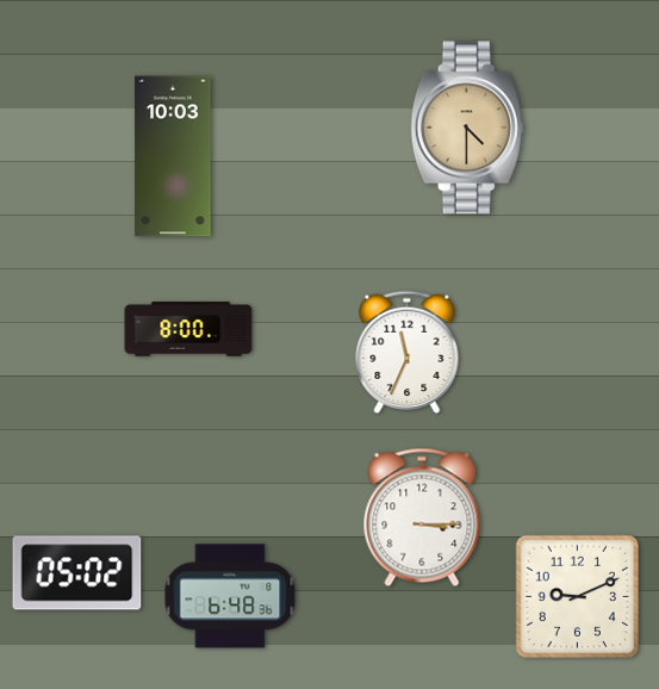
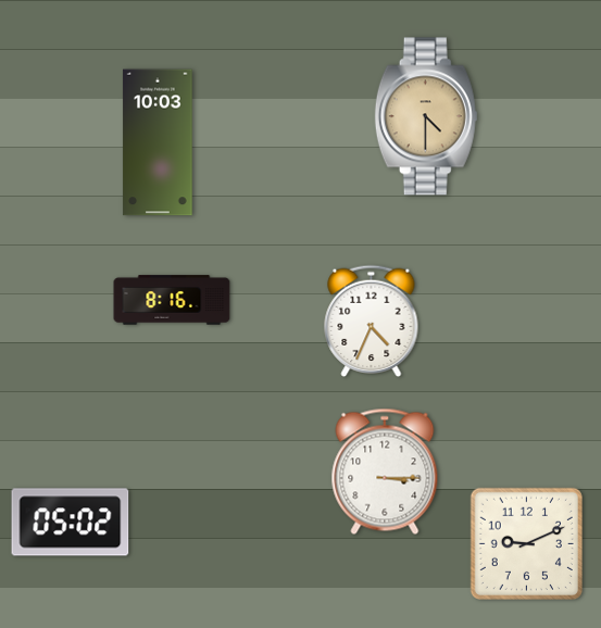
clock at (188, 329): 8:00 -> 8:16
clock at (408, 353): 11:34 -> 4:34
clock at (230, 596): 6:48 -> none
